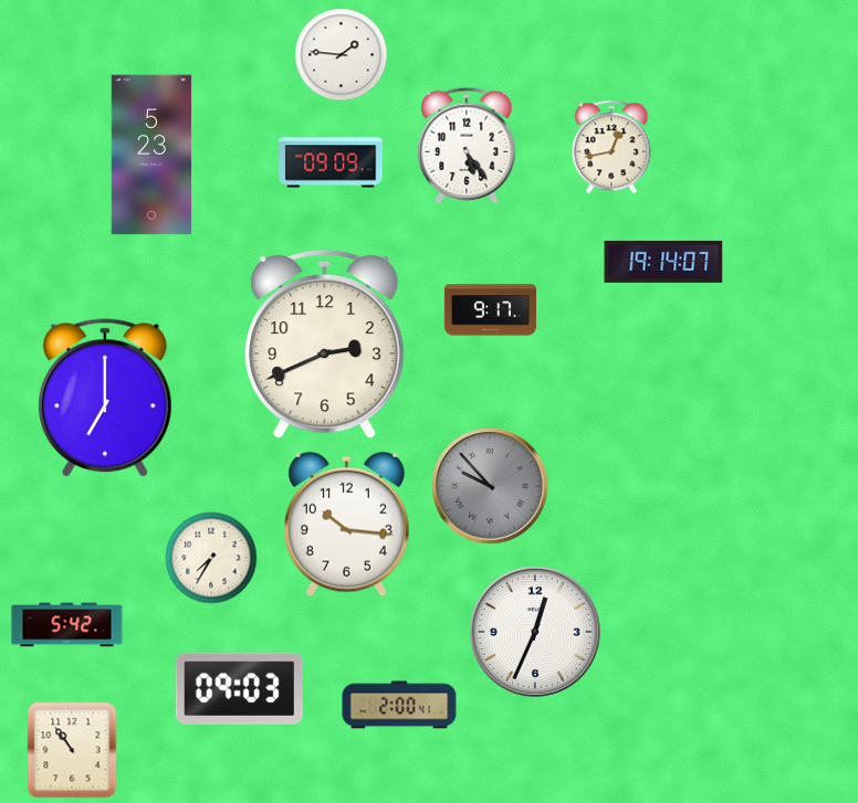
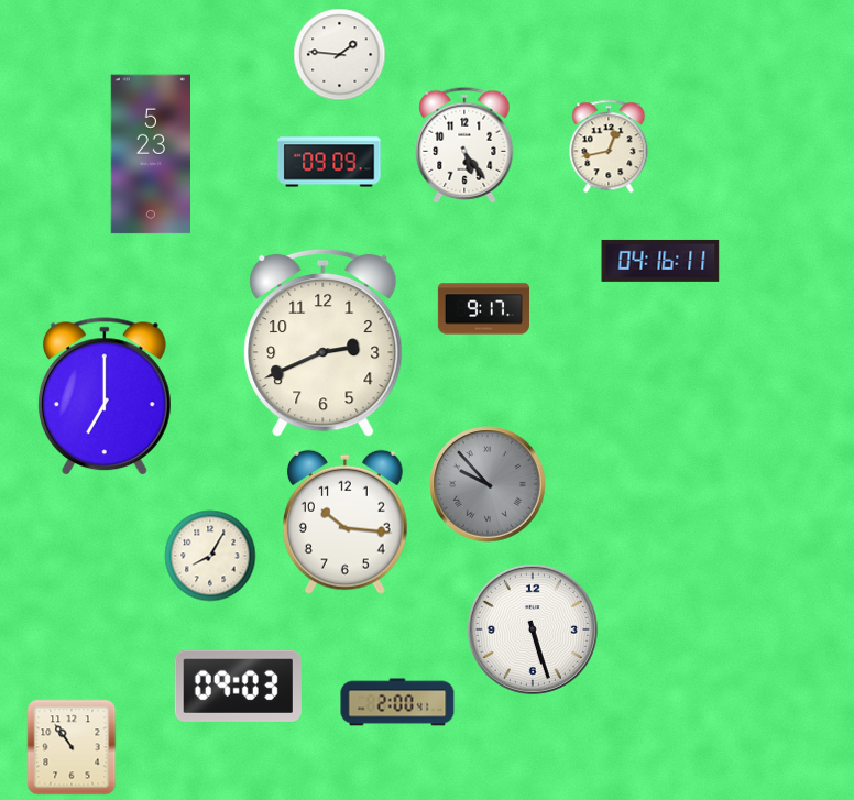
clock at (663, 262): 19:14 -> 04:16
clock at (490, 310) position: (490, 310) -> (483, 309)
clock at (211, 558): 7:35 -> 8:05
clock at (67, 625): 5:42 -> none
clock at (535, 632): 12:34 -> 5:27
